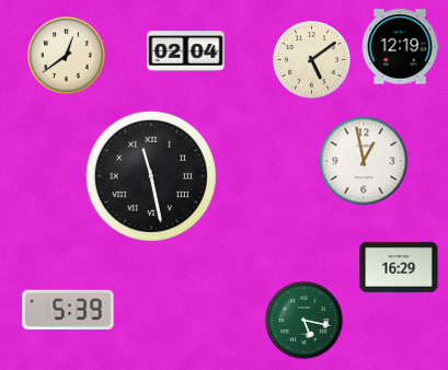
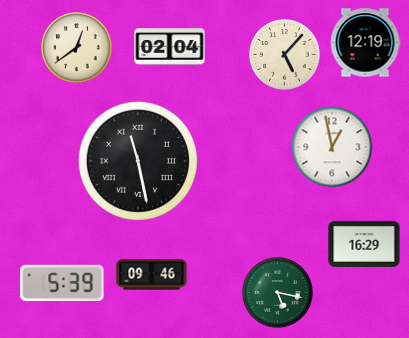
clock at (67, 56) position: (67, 56) -> (77, 48)
clock at (312, 60): 5:09 -> 5:07
clock at (152, 275): none -> 09:46
